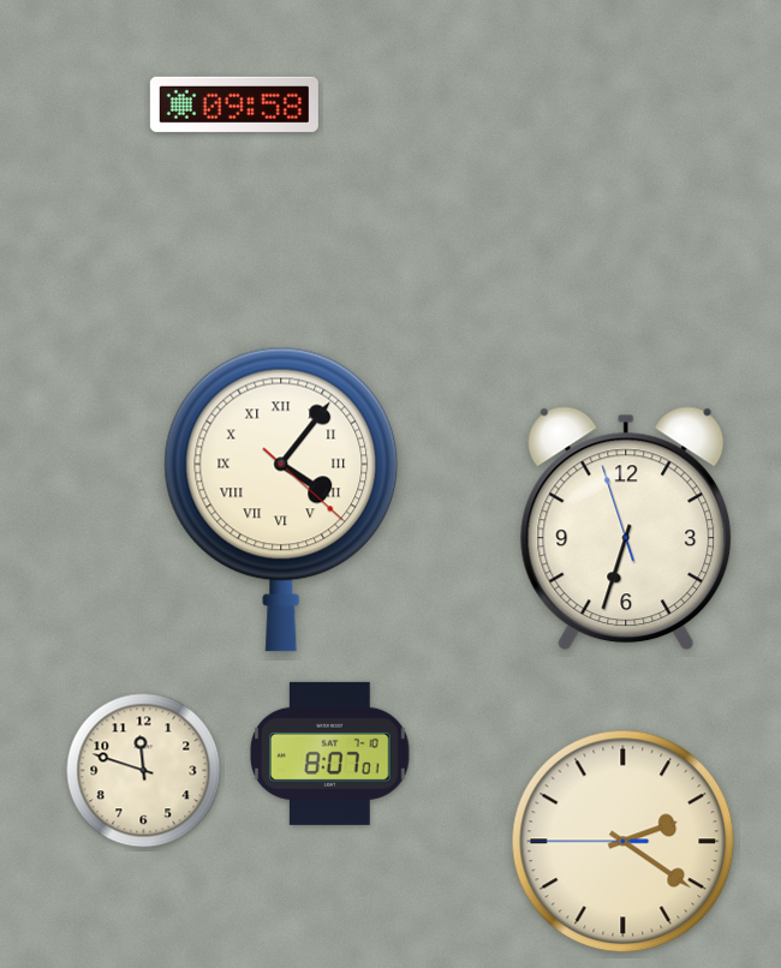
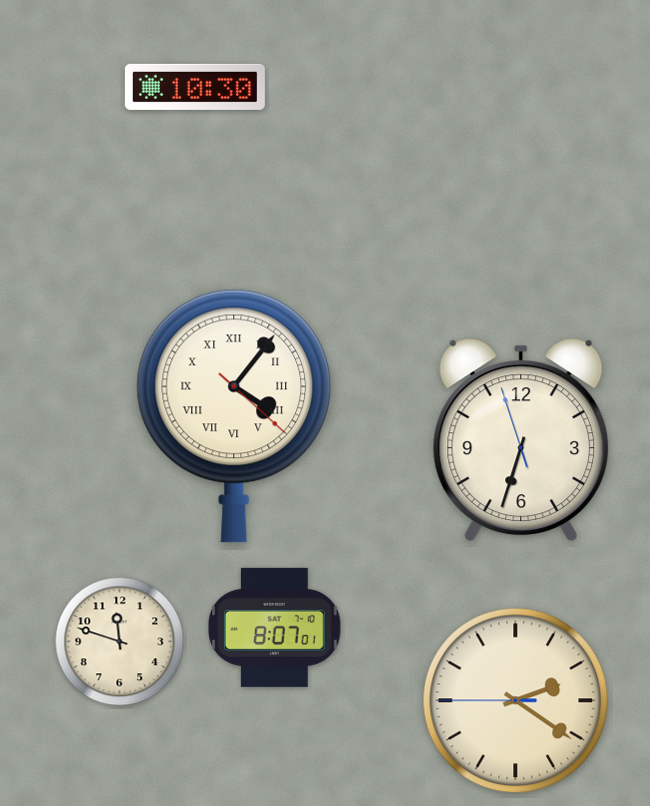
clock at (234, 104): 09:58 -> 10:30
clock at (624, 842) position: (624, 842) -> (516, 701)
